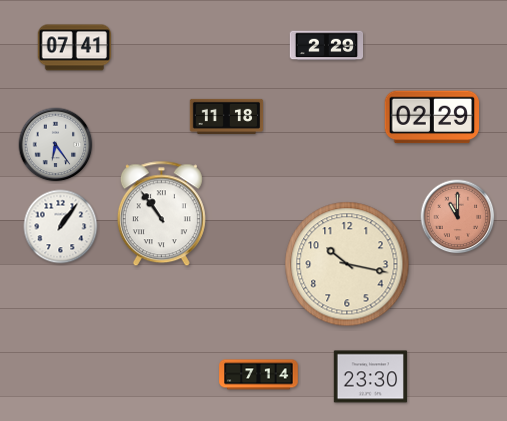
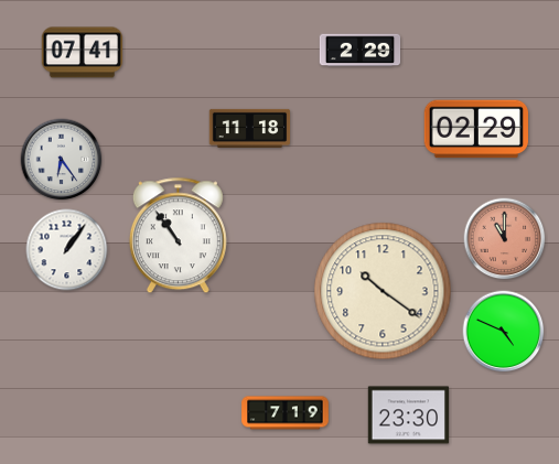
clock at (347, 264): 10:17 -> 10:21
clock at (504, 332): none -> 4:49
clock at (259, 375): 7:14 -> 7:19
